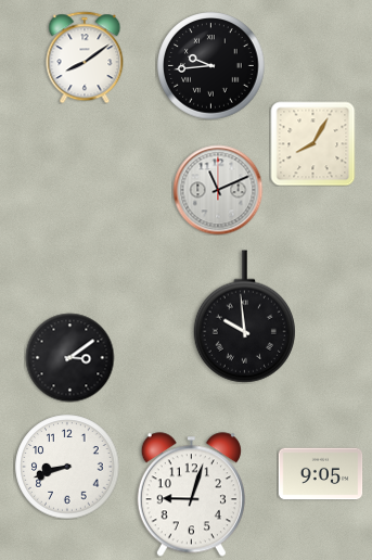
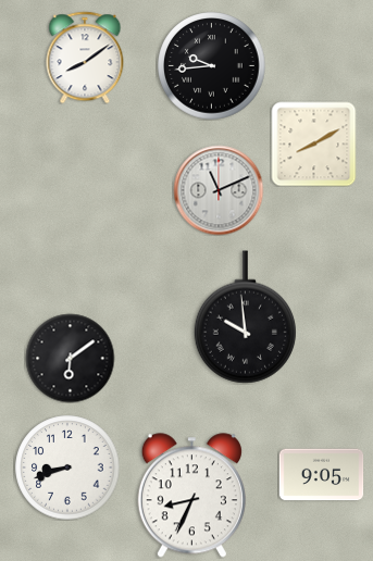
clock at (312, 143): 8:05 -> 8:10
clock at (69, 357): 3:09 -> 6:09
clock at (191, 495): 9:03 -> 8:34
